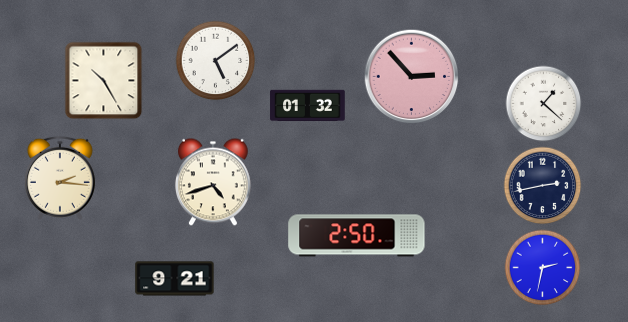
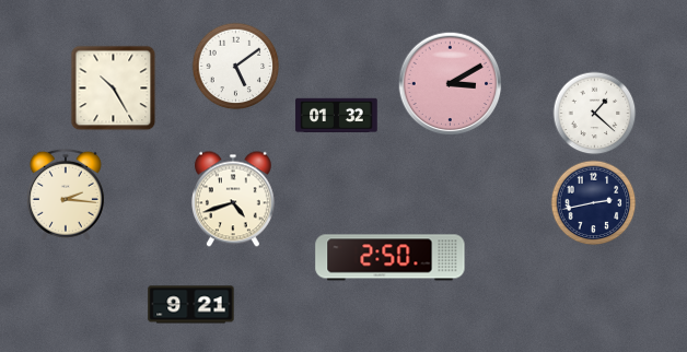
clock at (412, 77): 2:53 -> 3:10
clock at (543, 268): 2:32 -> none
